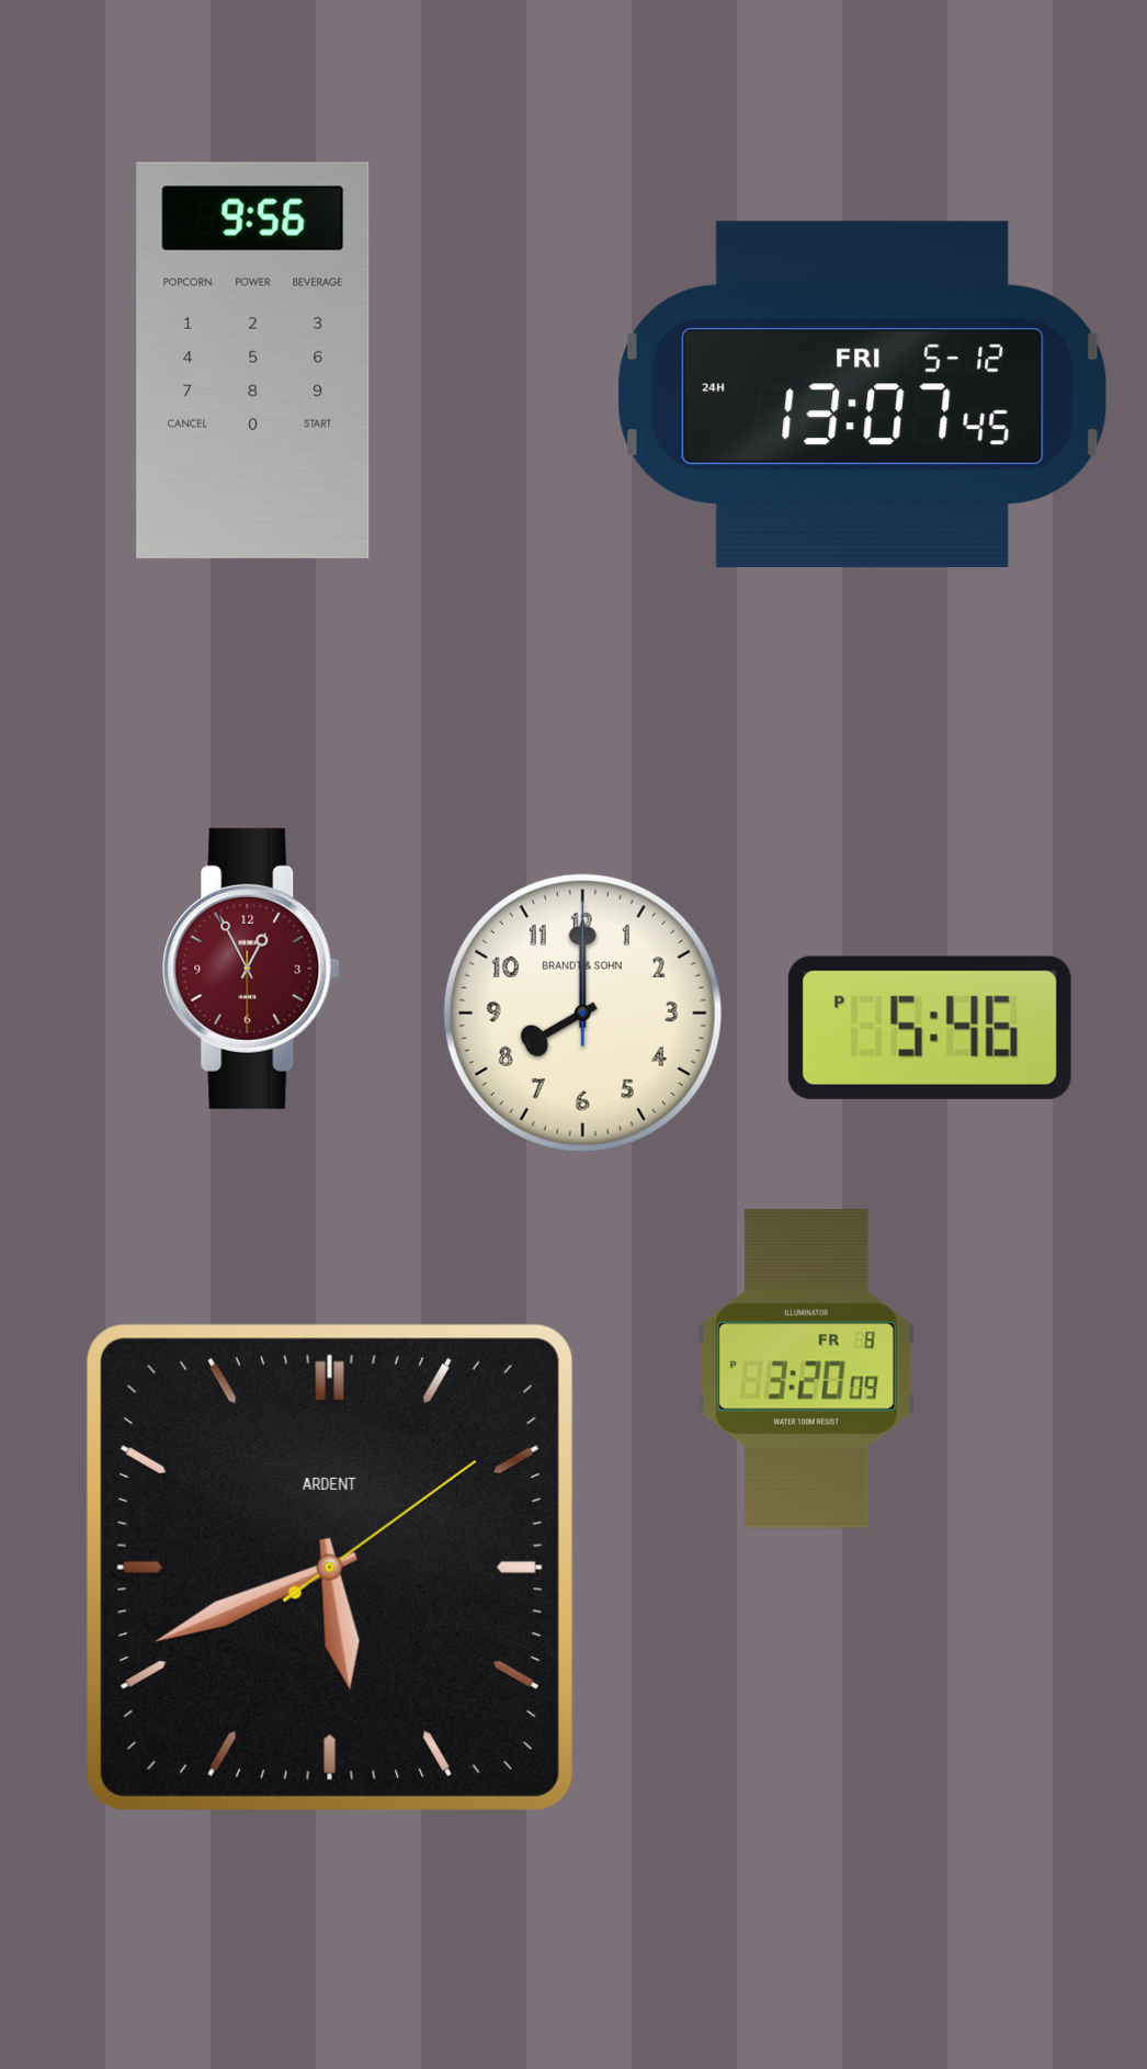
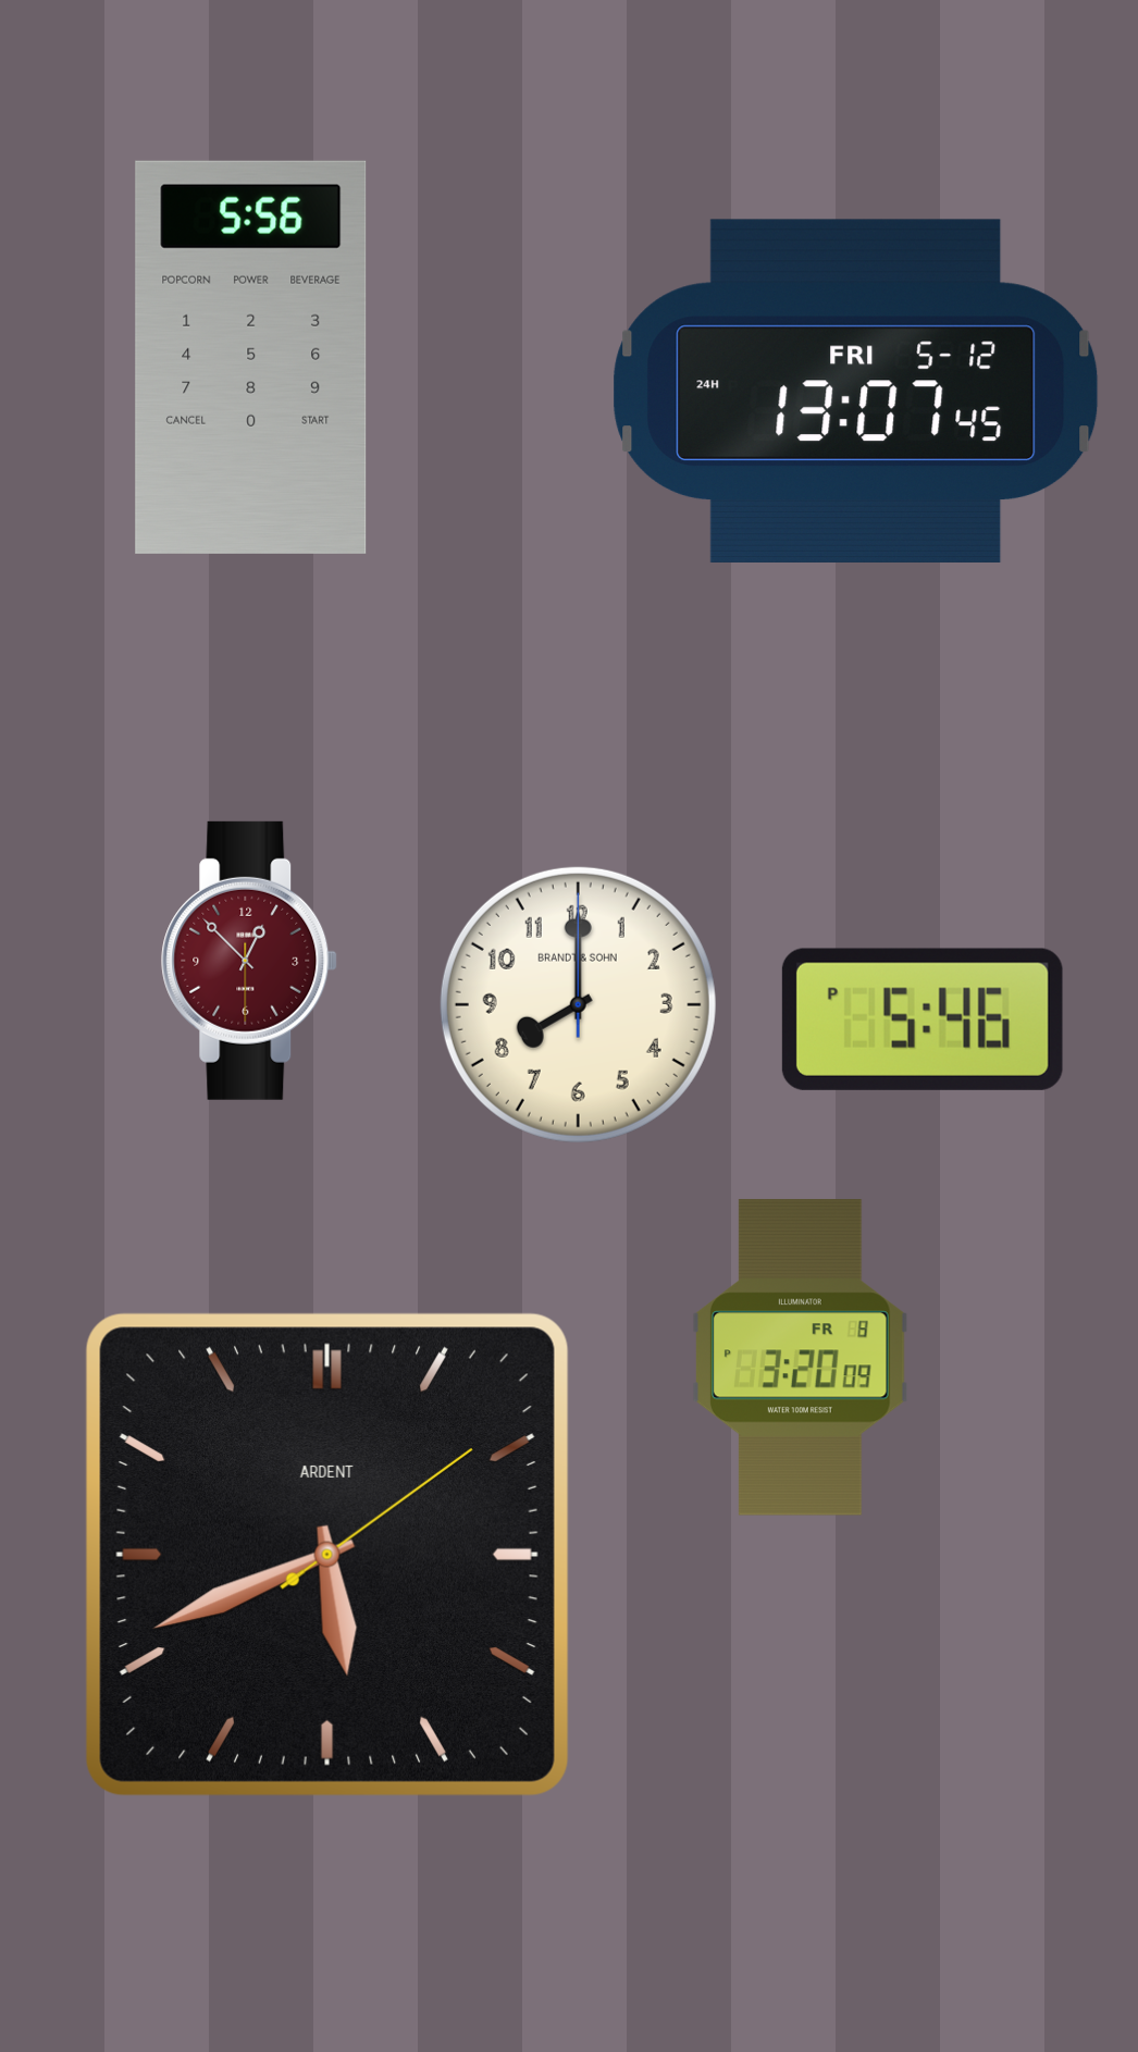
clock at (253, 360): 9:56 -> 5:56
clock at (251, 969): 12:55 -> 12:52
